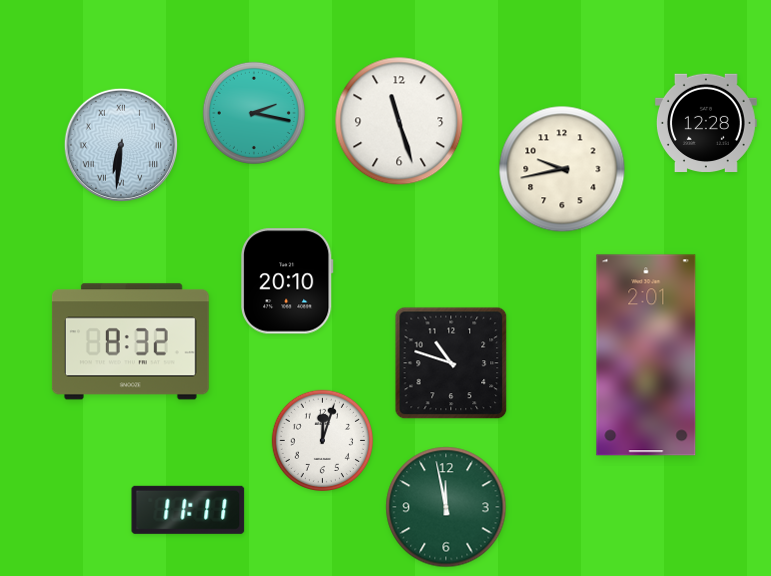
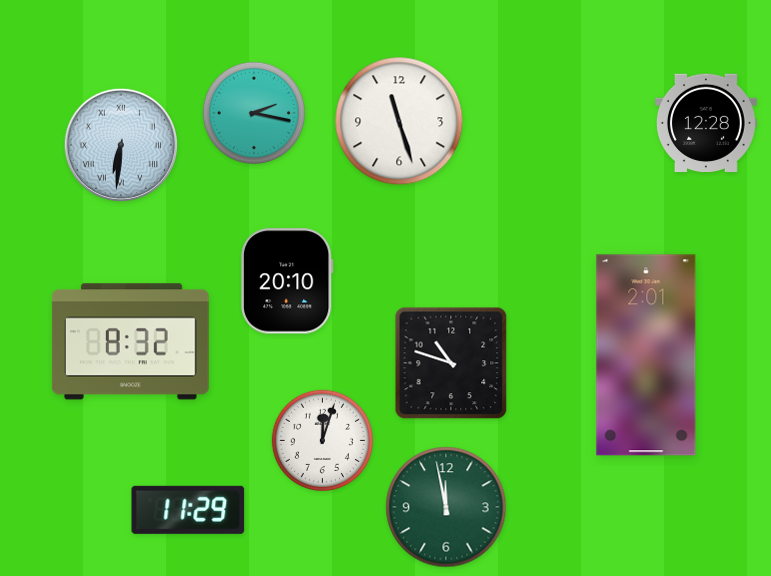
clock at (562, 169): 9:43 -> none
clock at (188, 510): 11:11 -> 11:29
